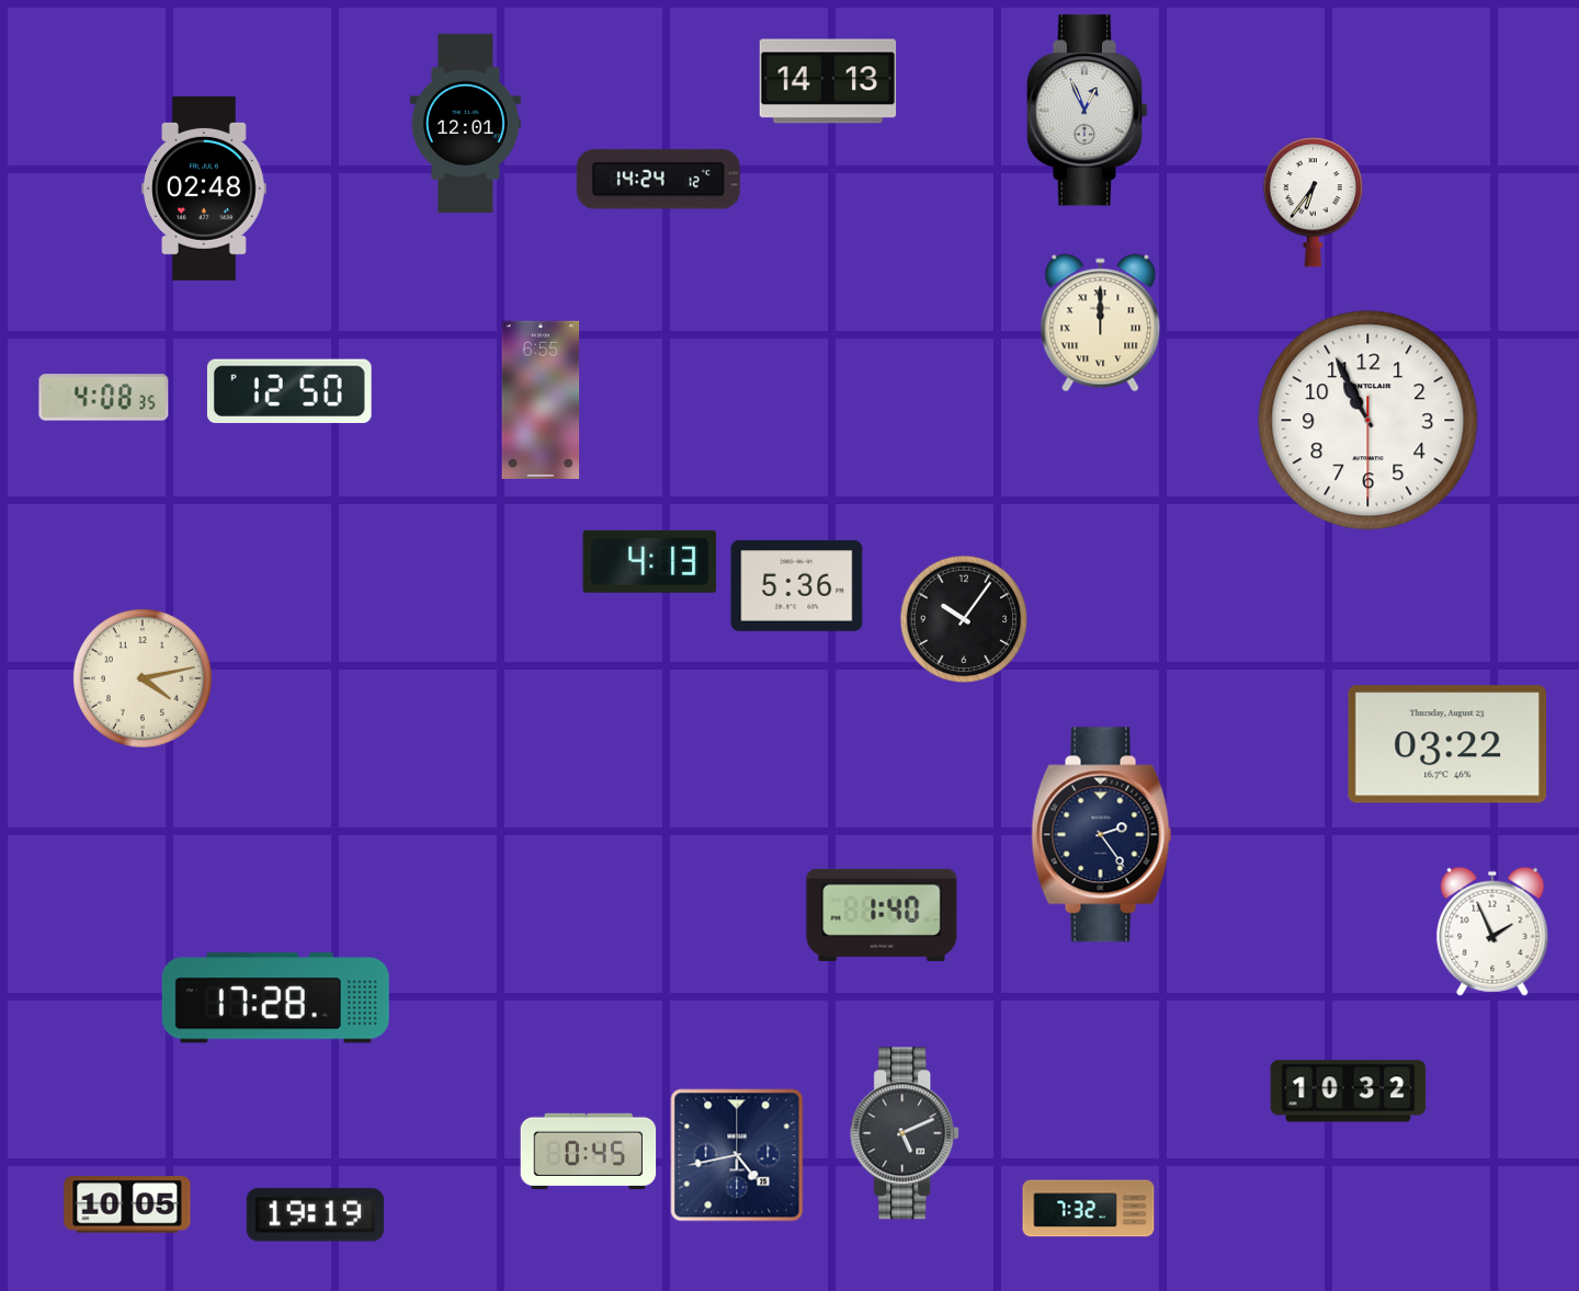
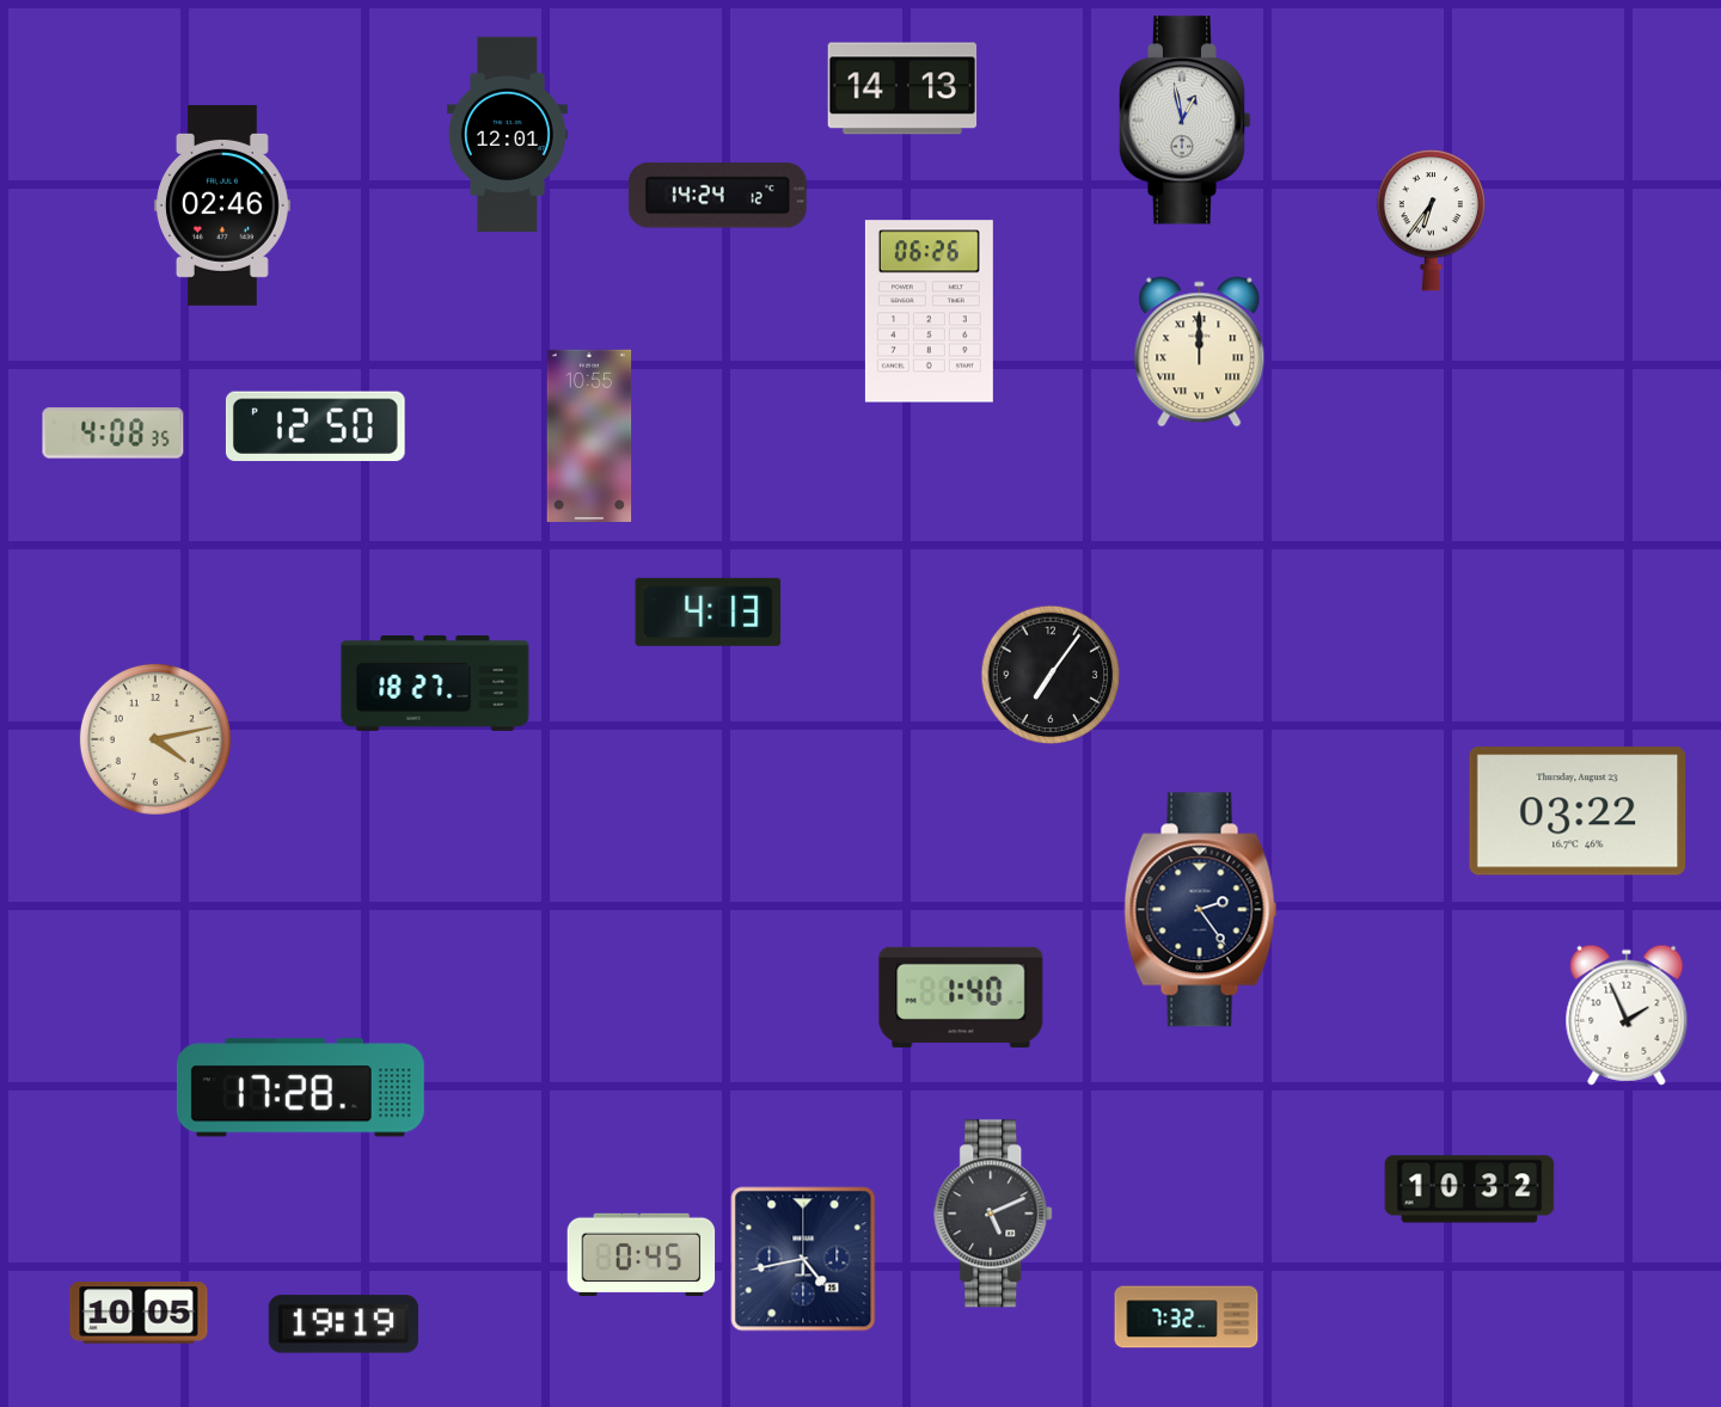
clock at (1087, 111): 12:56 -> 12:58
clock at (204, 188): 02:48 -> 02:46
clock at (929, 312): none -> 06:26
clock at (541, 399): 6:55 -> 10:55
clock at (1368, 421): 10:55 -> none
clock at (797, 585): 5:36 -> none
clock at (964, 619): 10:06 -> 7:06
clock at (435, 683): none -> 18:27
clock at (906, 1133) position: (906, 1133) -> (994, 1214)
